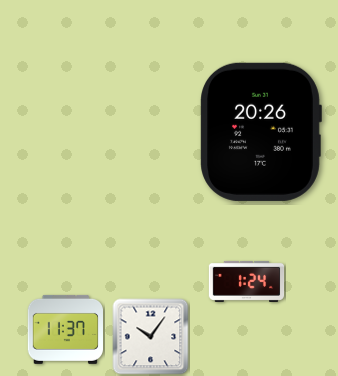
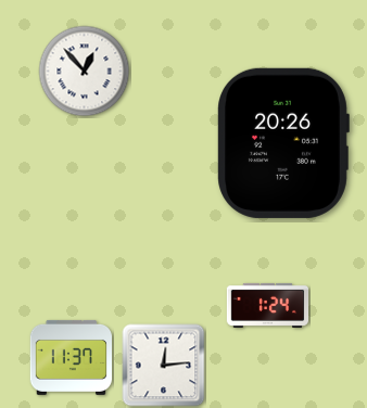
clock at (85, 72): none -> 12:53
clock at (151, 337): 10:06 -> 12:14
